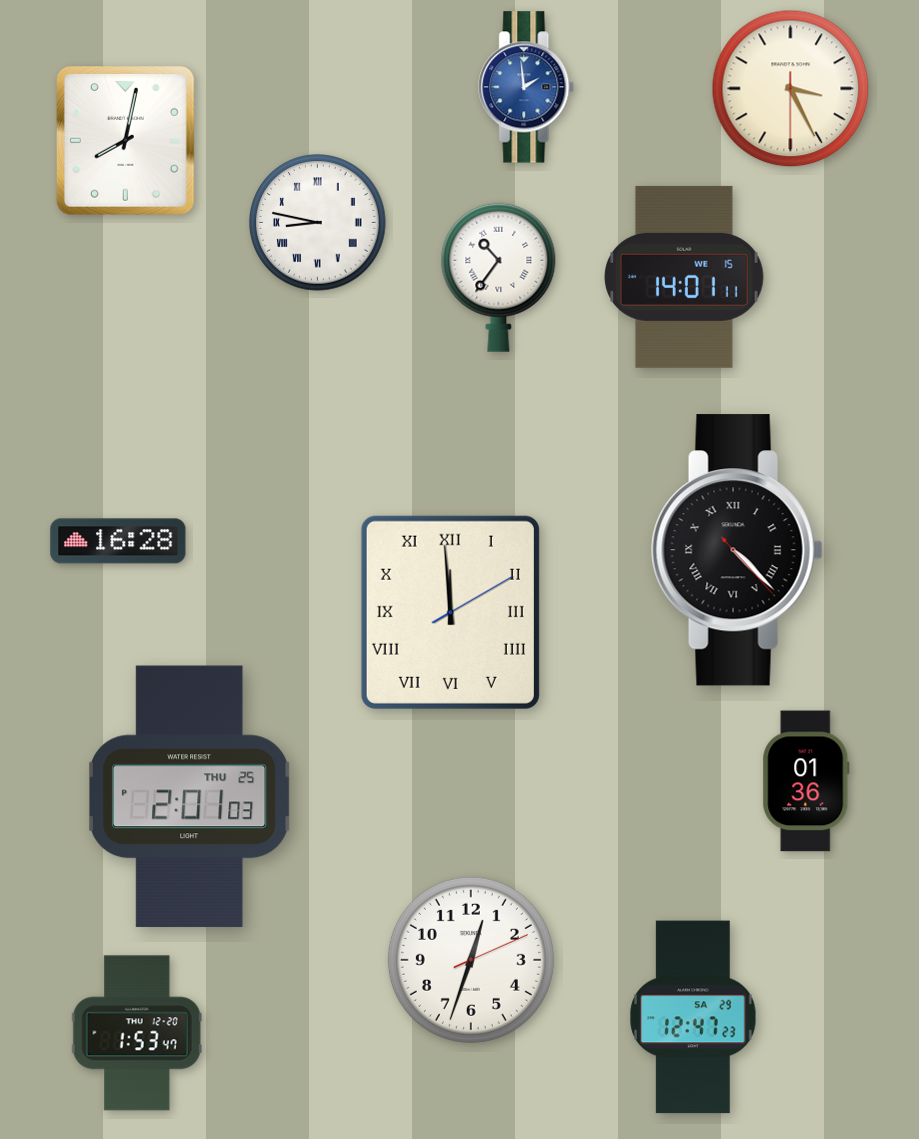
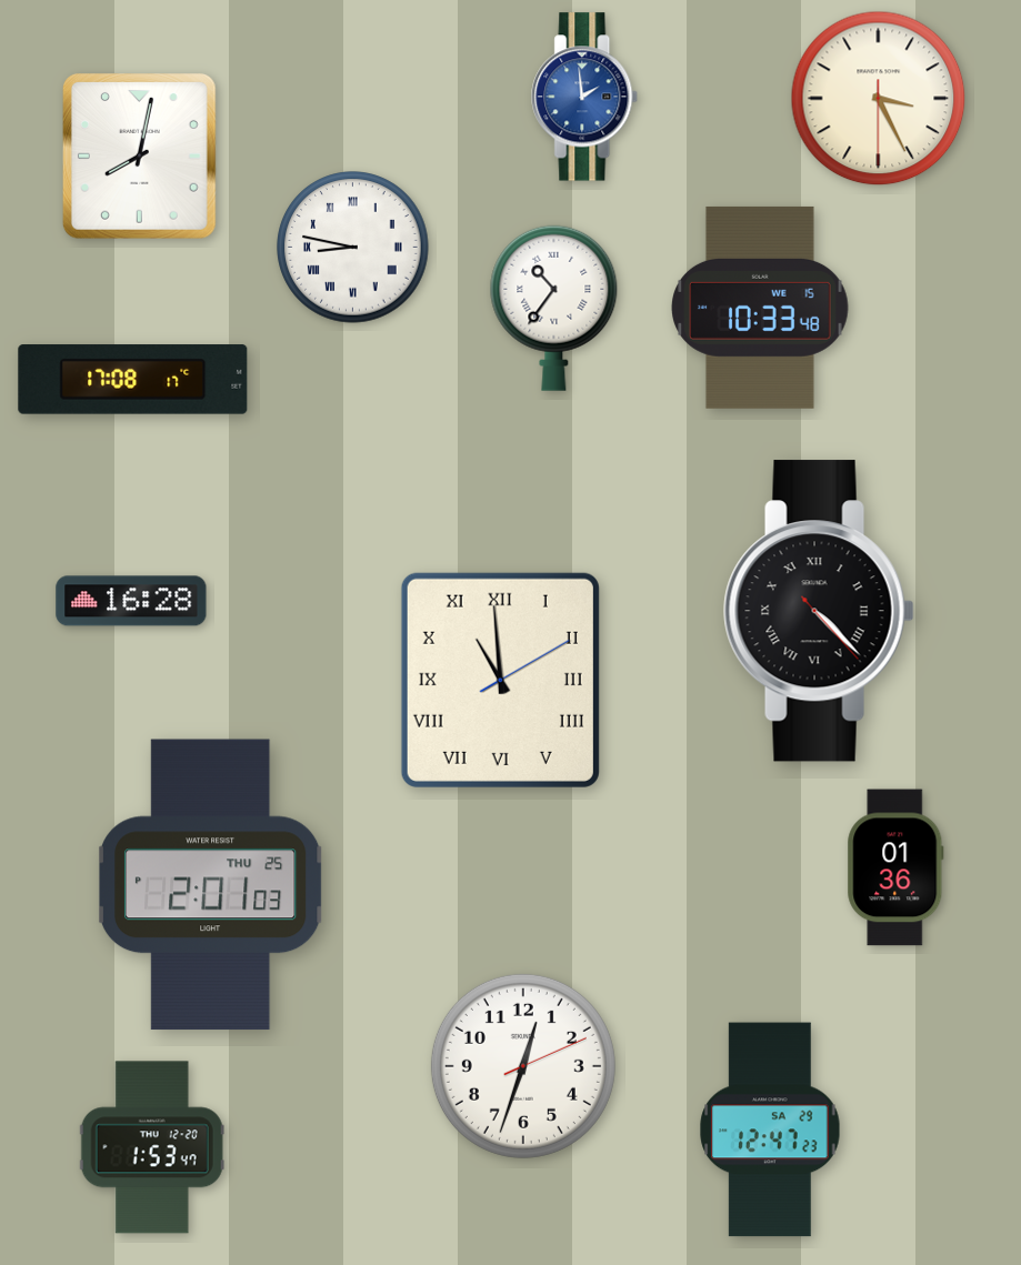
clock at (684, 277): 14:01 -> 10:33
clock at (133, 380): none -> 17:08
clock at (450, 612): 11:59 -> 10:59
